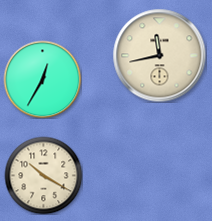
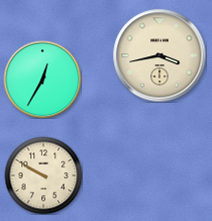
clock at (159, 55): 11:43 -> 3:43
clock at (43, 175): 10:20 -> 9:50
